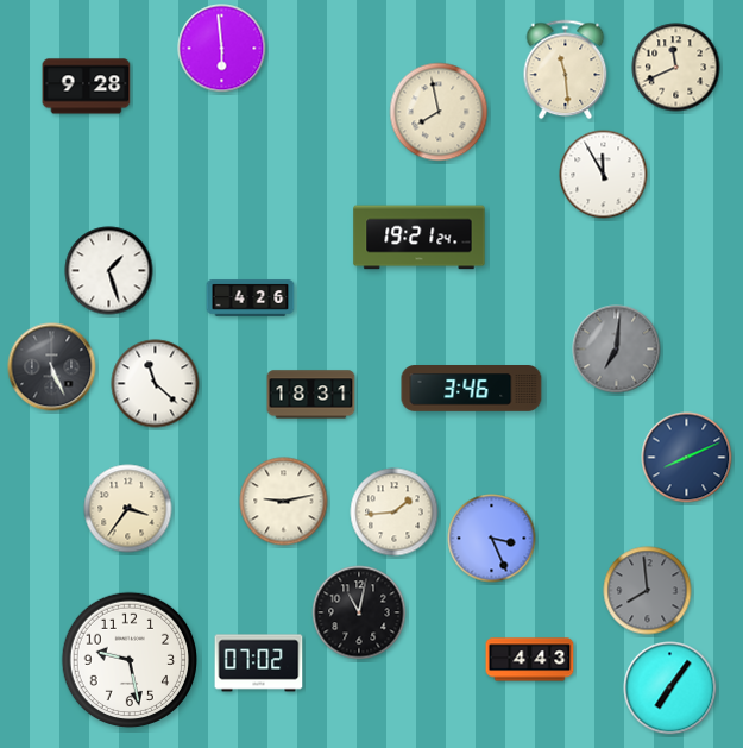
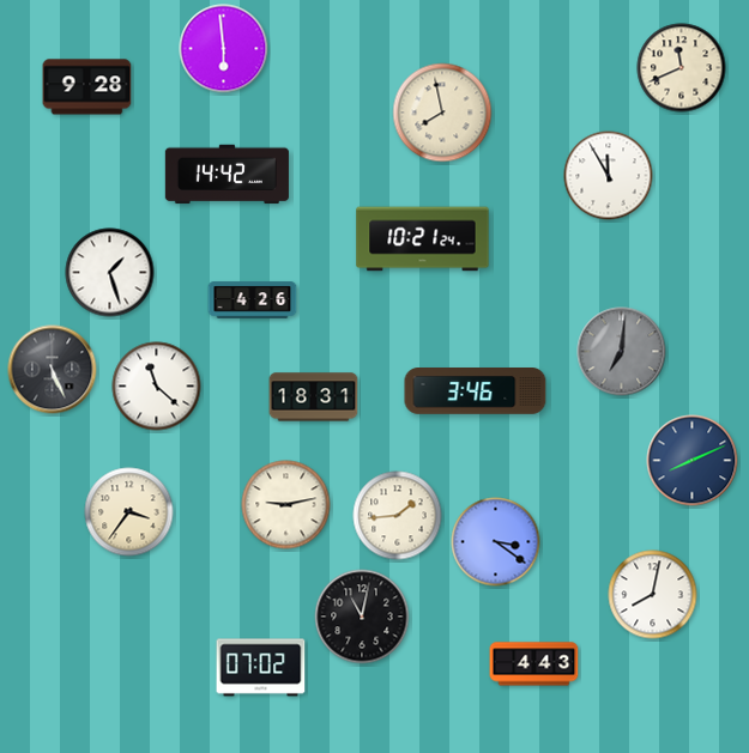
clock at (566, 70): 11:29 -> none
clock at (226, 175): none -> 14:42
clock at (420, 238): 19:21 -> 10:21
clock at (492, 539): 3:26 -> 3:21
clock at (648, 591): 7:59 -> 8:02
clock at (648, 591) dial: grey -> white
clock at (128, 659): 9:28 -> none
clock at (670, 689): 7:06 -> none
